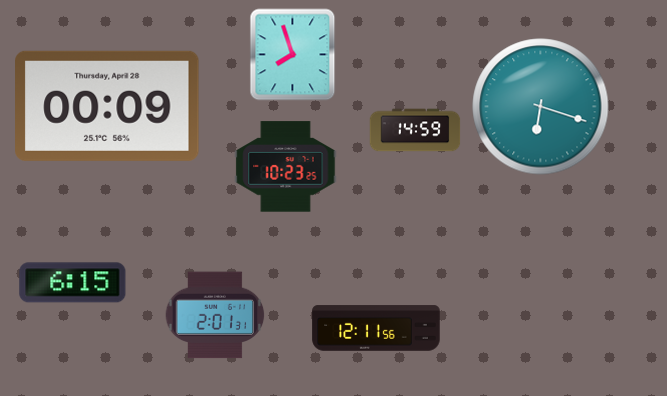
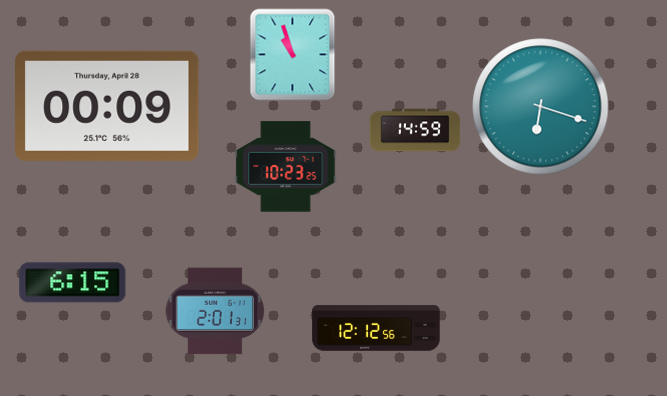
clock at (293, 55): 7:57 -> 10:57
clock at (215, 315) position: (215, 315) -> (215, 311)
clock at (376, 328): 12:11 -> 12:12
